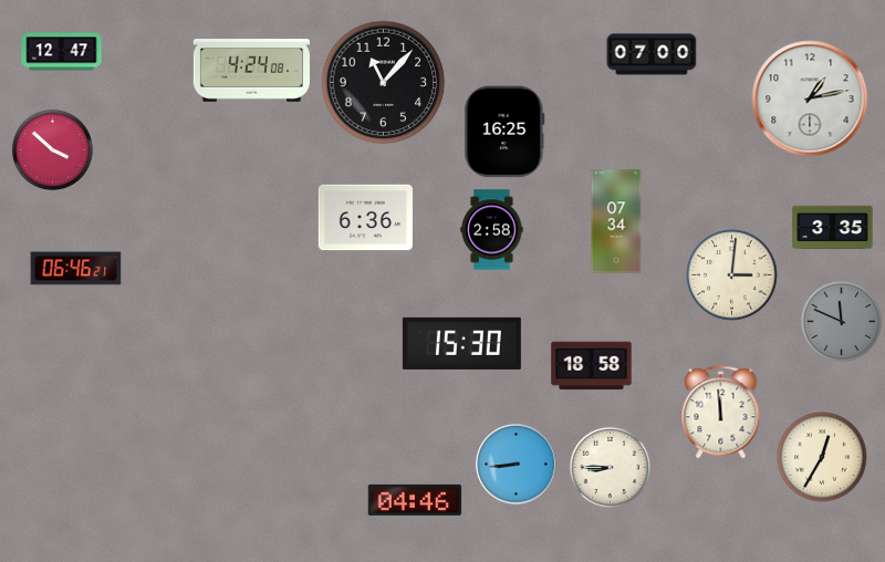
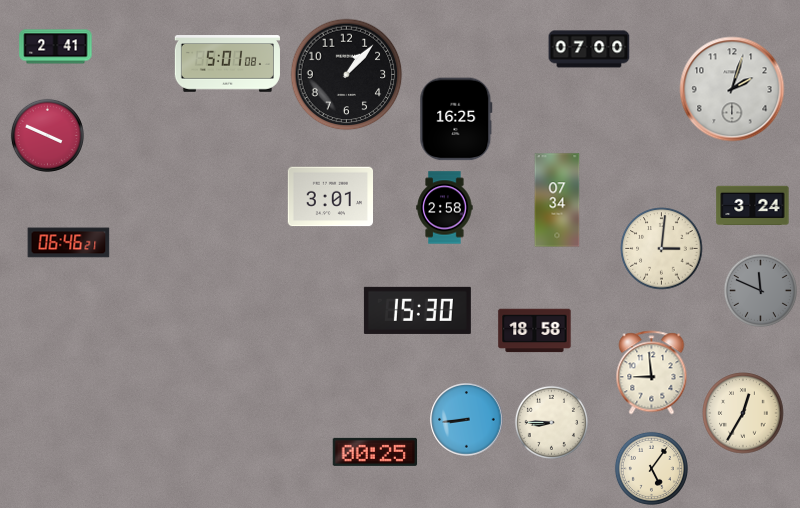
clock at (62, 52): 12:47 -> 2:41
clock at (251, 71): 4:24 -> 5:01
clock at (384, 83): 11:07 -> 1:07
clock at (810, 98): 1:13 -> 2:03
clock at (52, 149): 3:52 -> 3:49
clock at (365, 218): 6:36 -> 3:01
clock at (833, 227): 3:35 -> 3:24
clock at (721, 413): 11:59 -> 8:59
clock at (415, 500): 04:46 -> 00:25
clock at (651, 468): none -> 5:06
